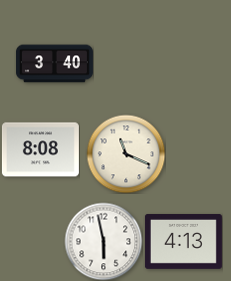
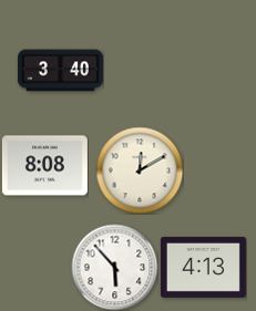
clock at (126, 154): 11:19 -> 12:10
clock at (103, 241): 5:58 -> 5:53
